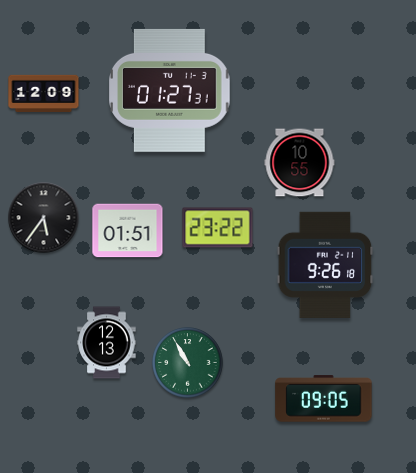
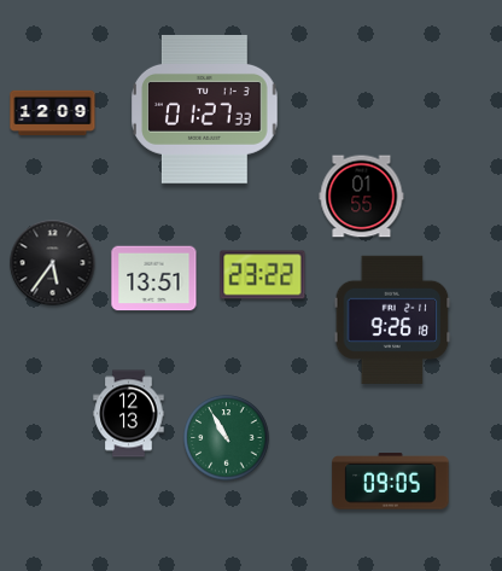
clock at (170, 90): 01:27:31 -> 01:27:33
clock at (300, 163): 10:55 -> 01:55
clock at (128, 231): 01:51 -> 13:51
